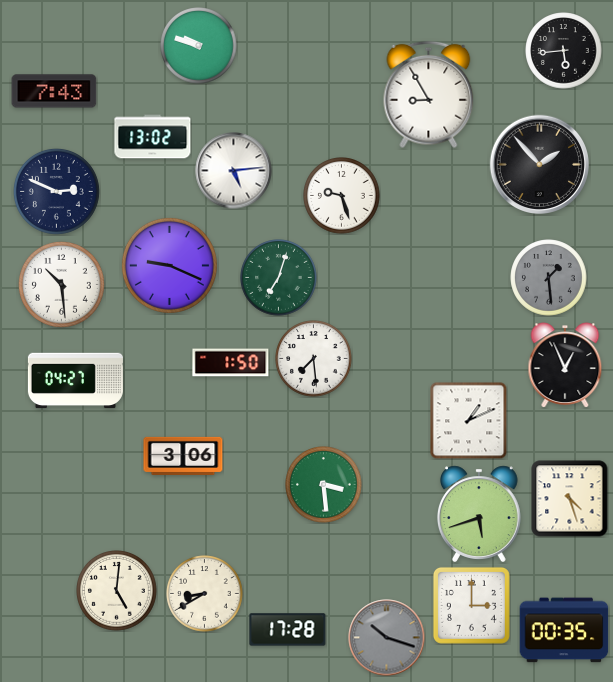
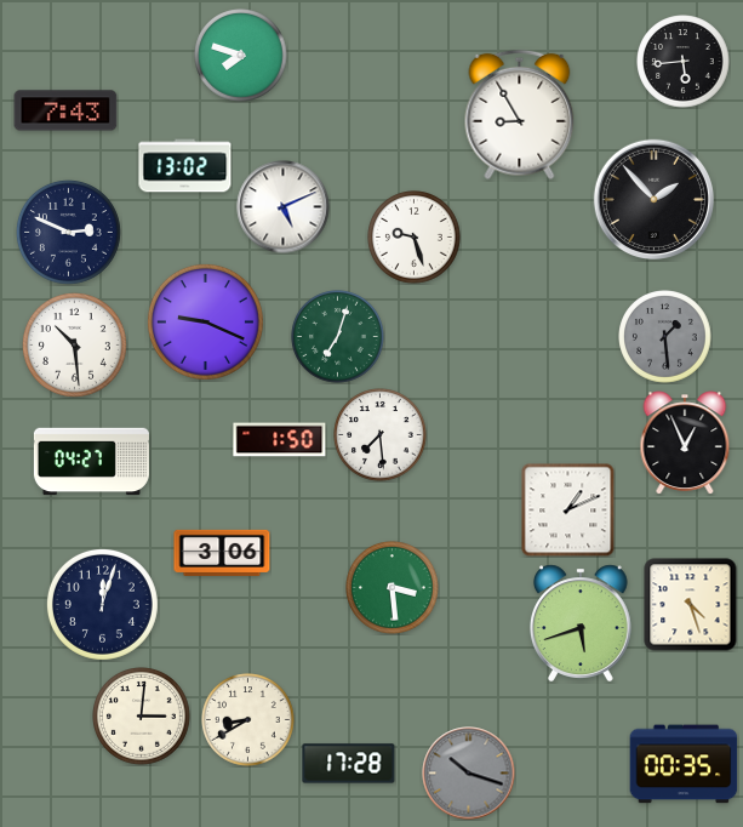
clock at (199, 46): 9:48 -> 7:48
clock at (234, 171): 5:14 -> 5:11
clock at (102, 604): none -> 12:03
clock at (117, 591): 5:01 -> 3:01
clock at (471, 605): 3:00 -> none
